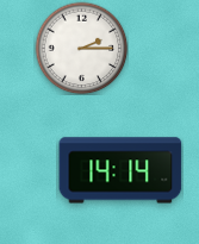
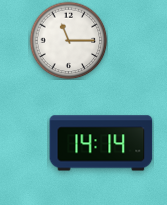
clock at (81, 48): 2:15 -> 11:15
